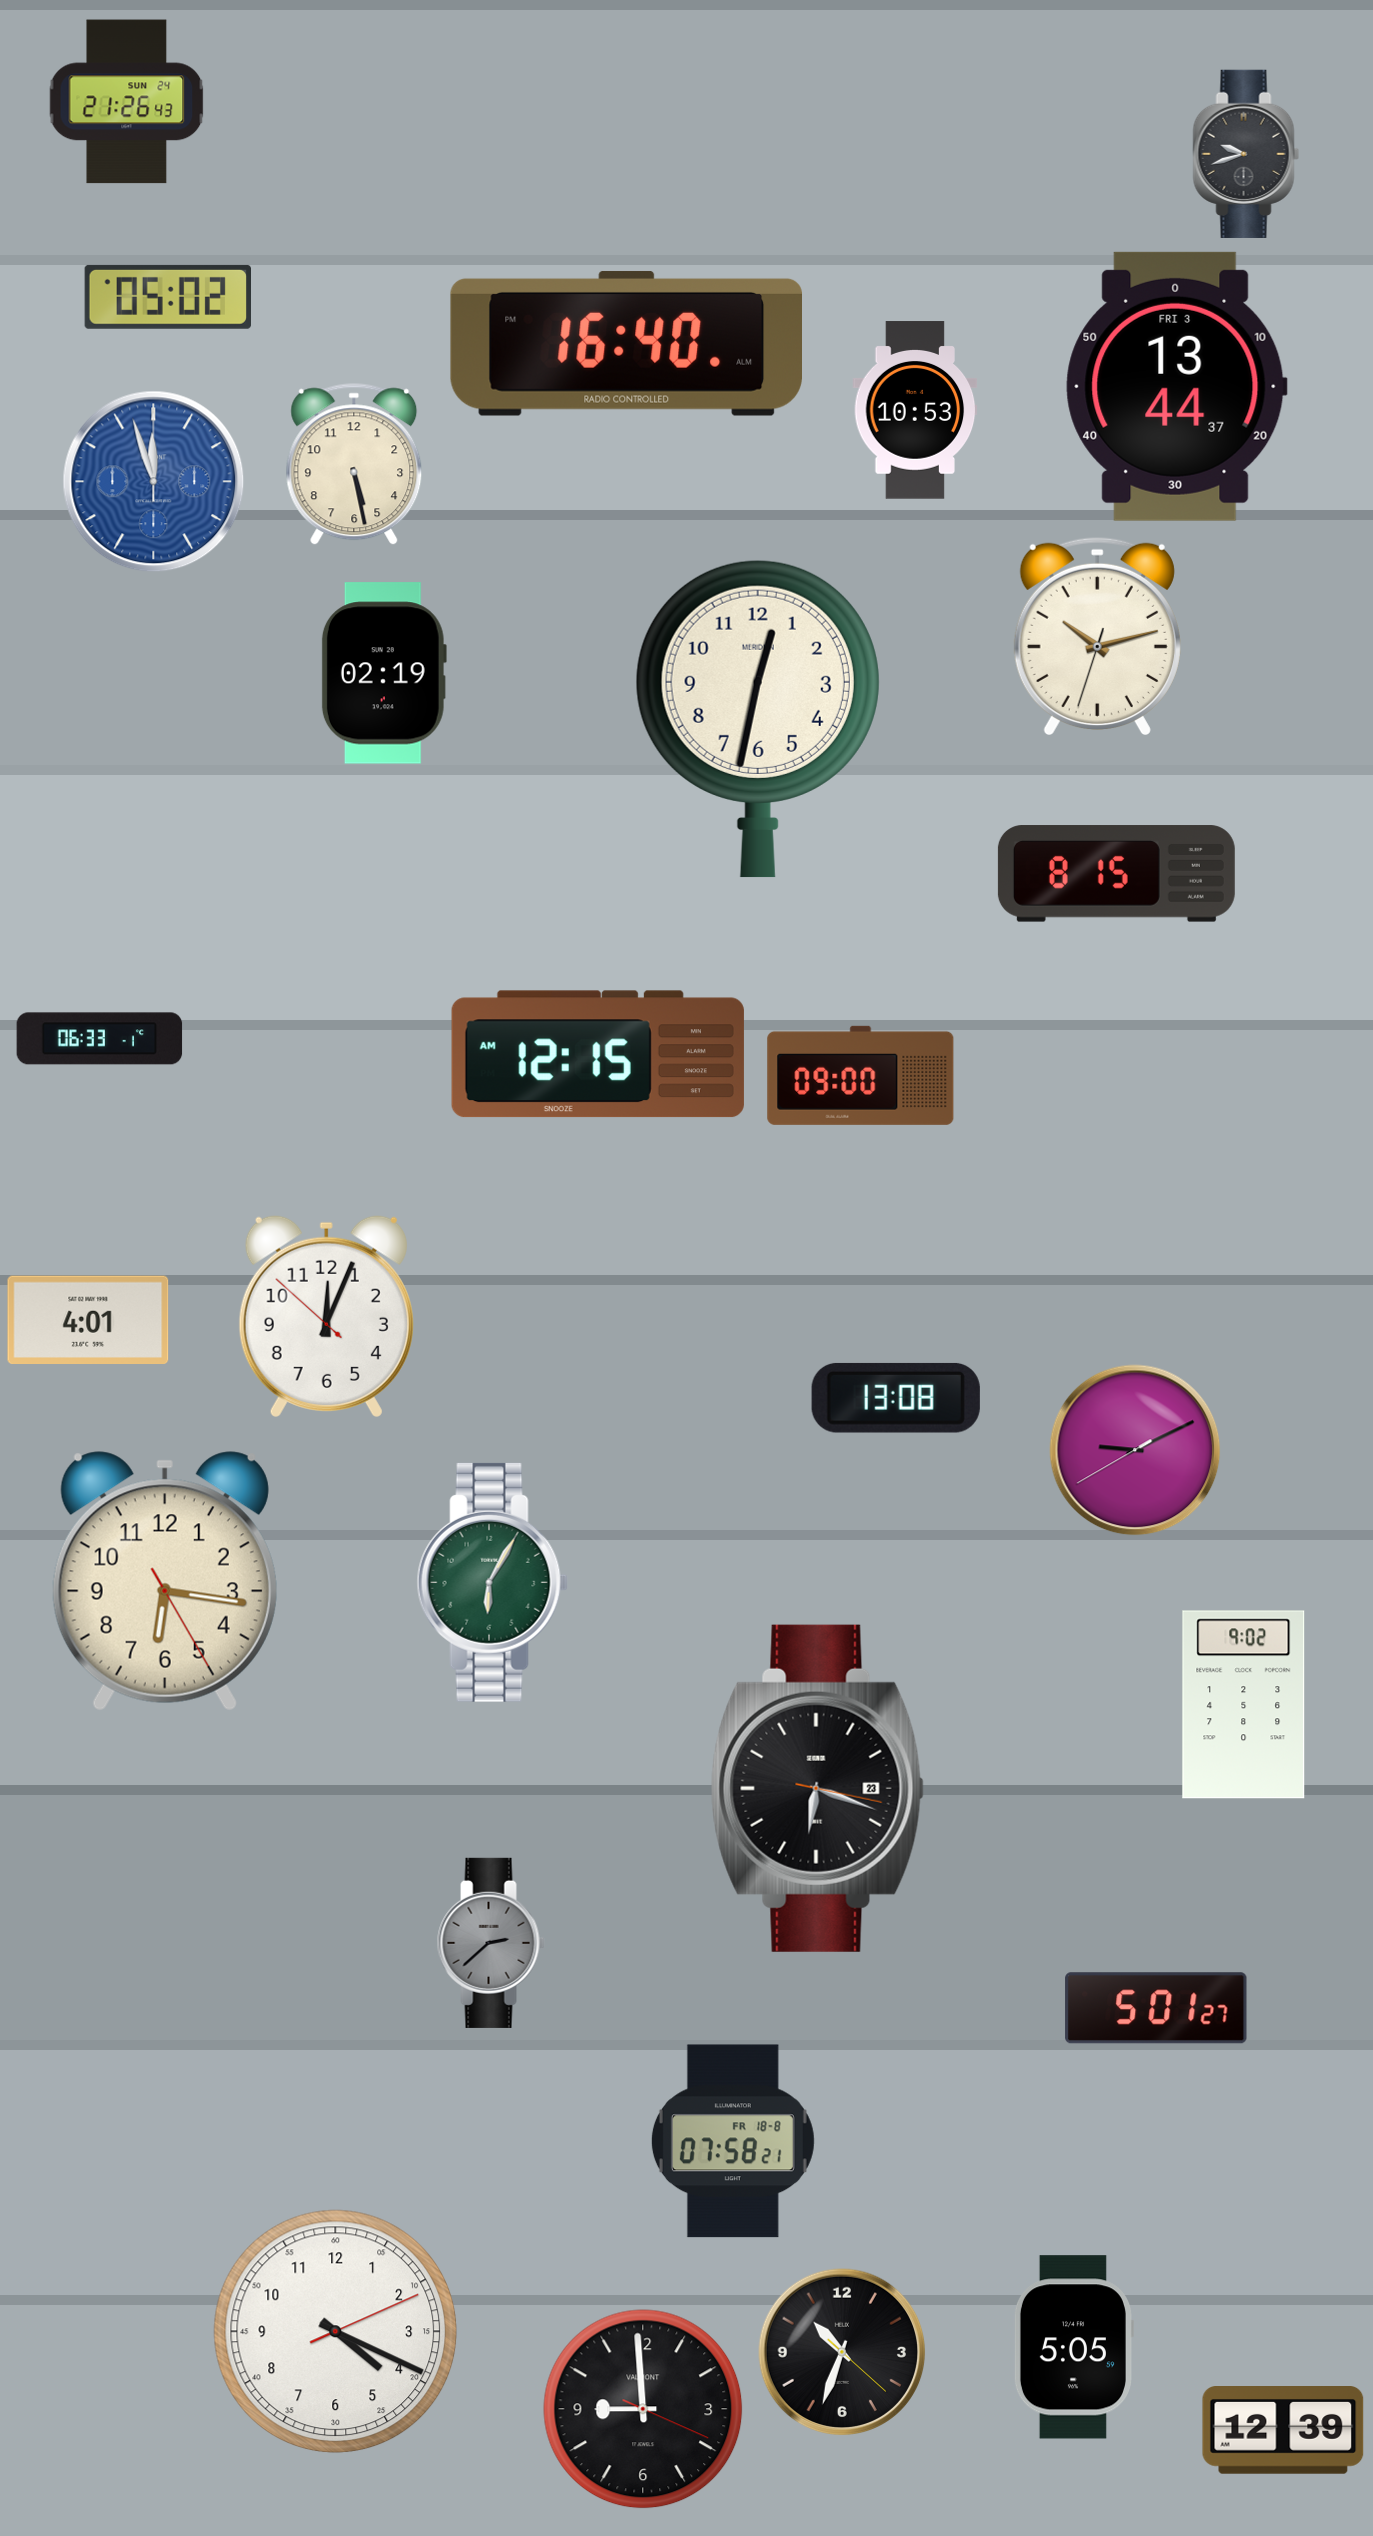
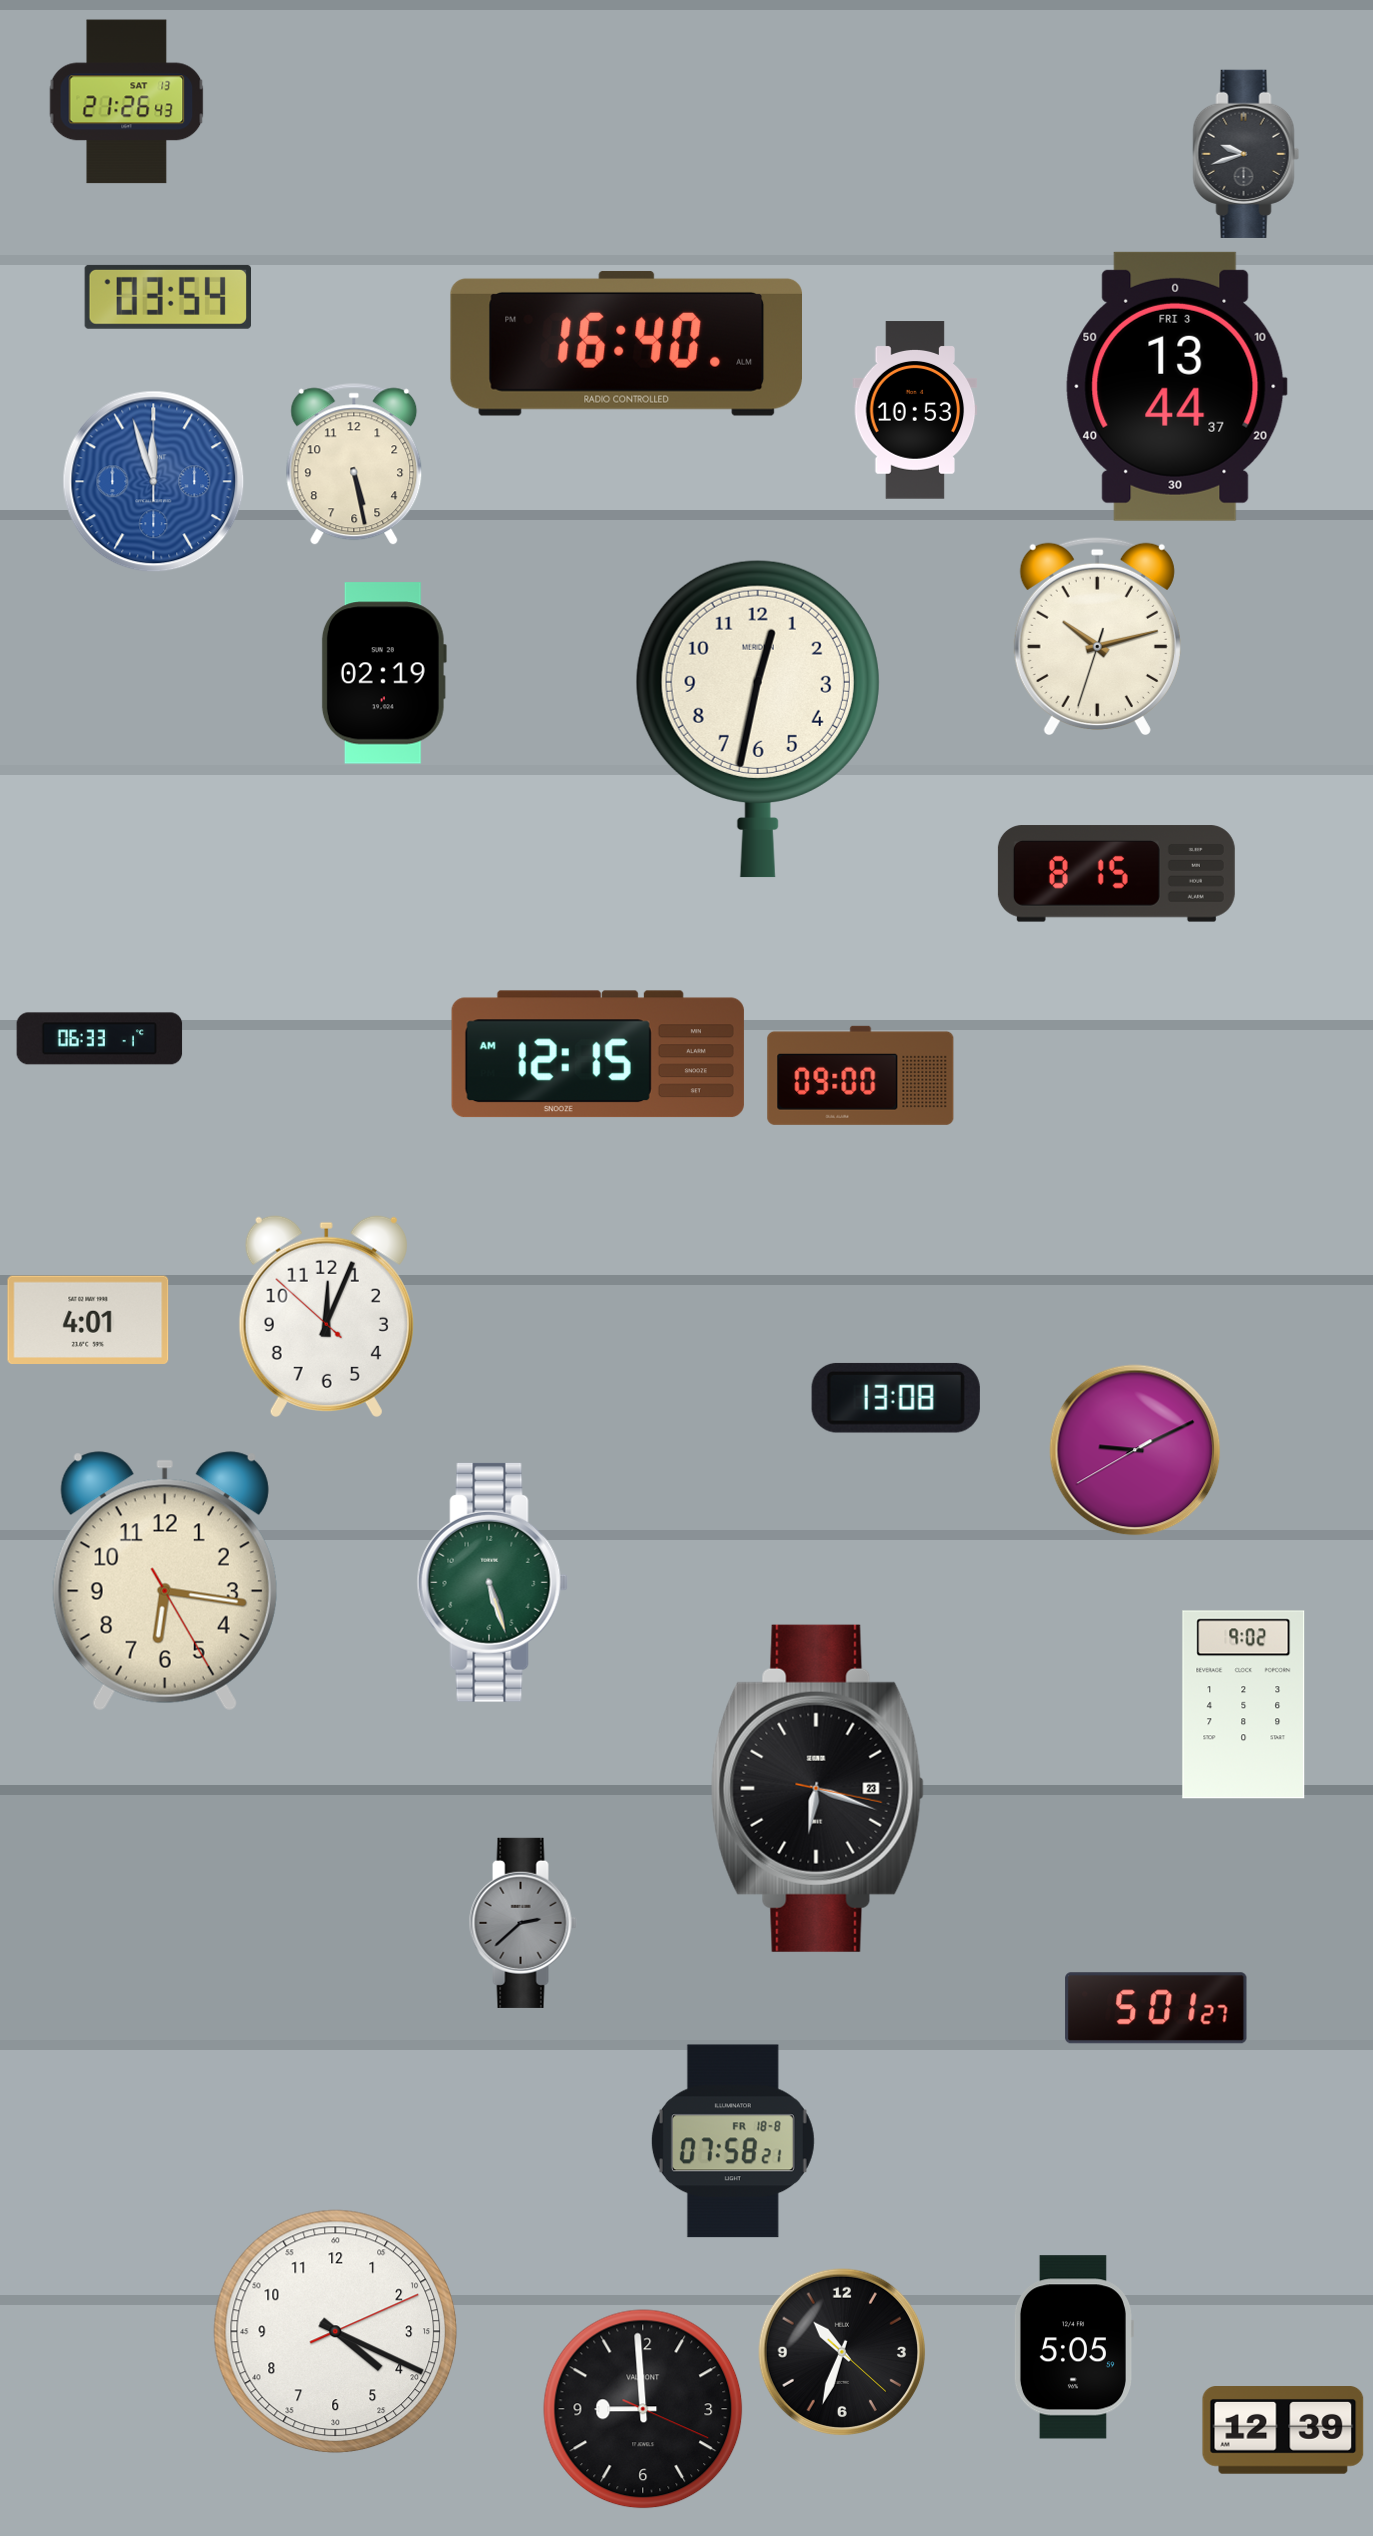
clock at (127, 102) date: SUN 24 -> SAT 13
clock at (167, 297): 05:02 -> 03:54
clock at (492, 1582): 6:05 -> 5:27
clock at (491, 1943) position: (491, 1943) -> (523, 1923)
